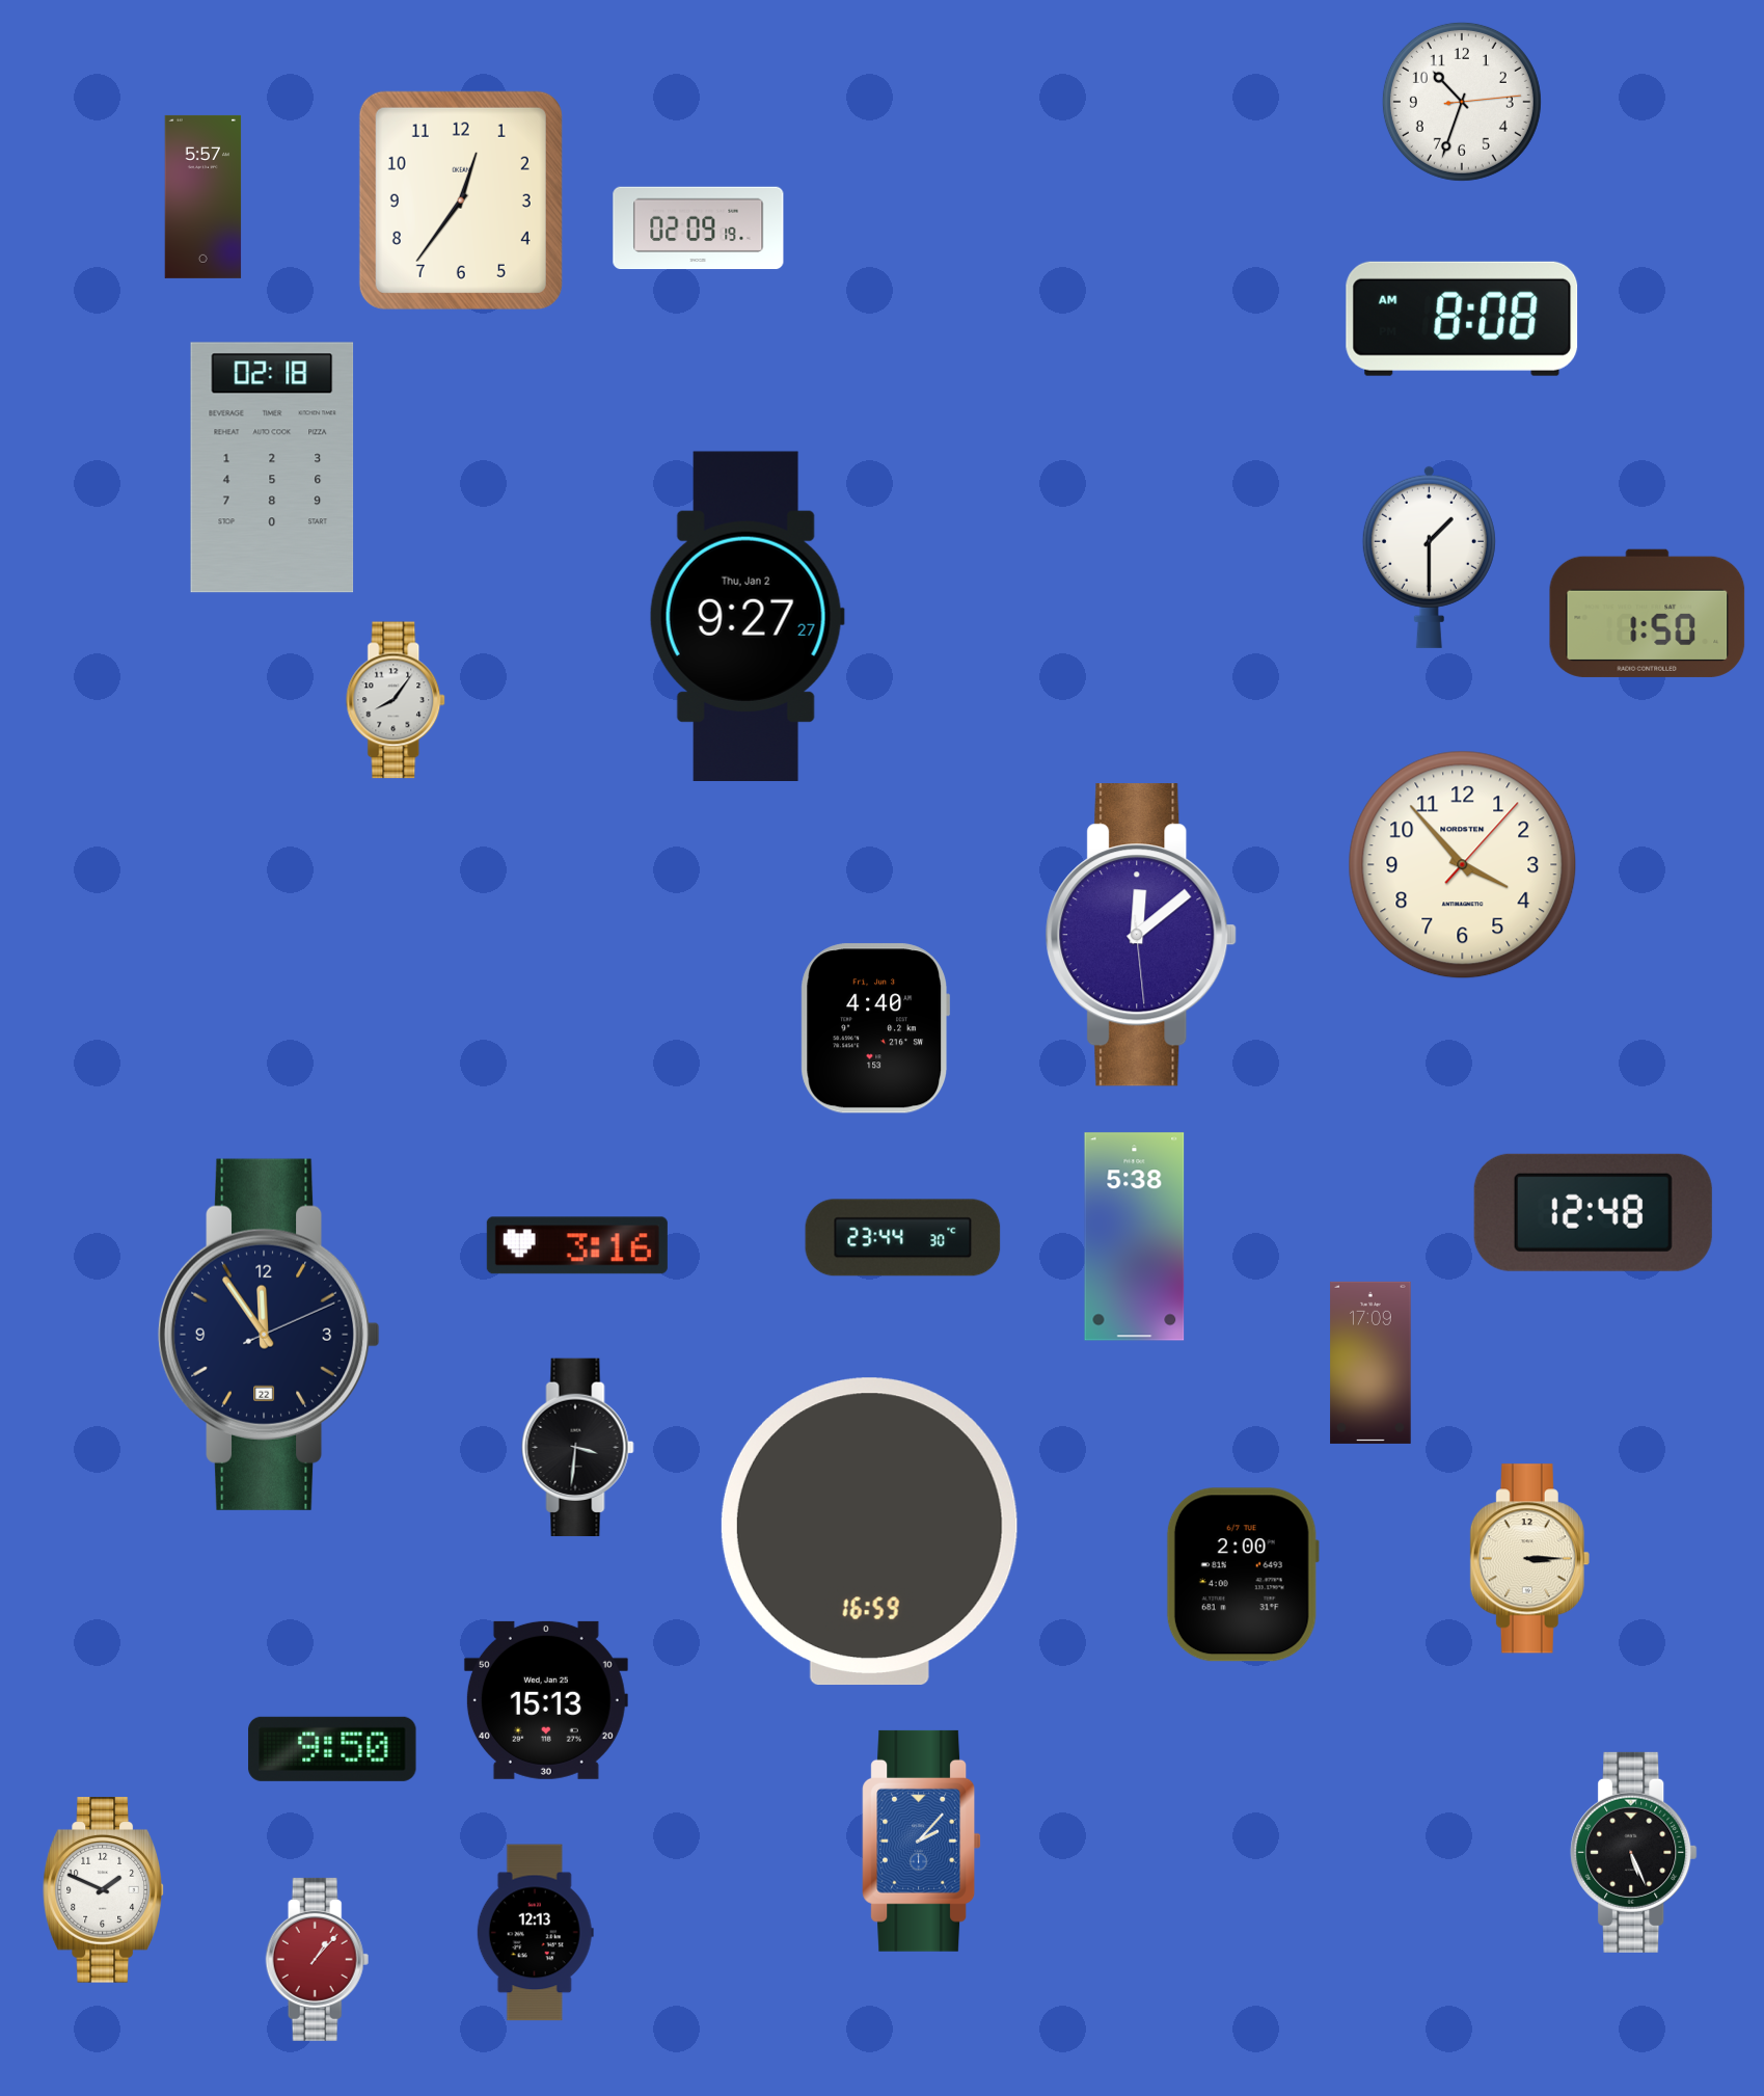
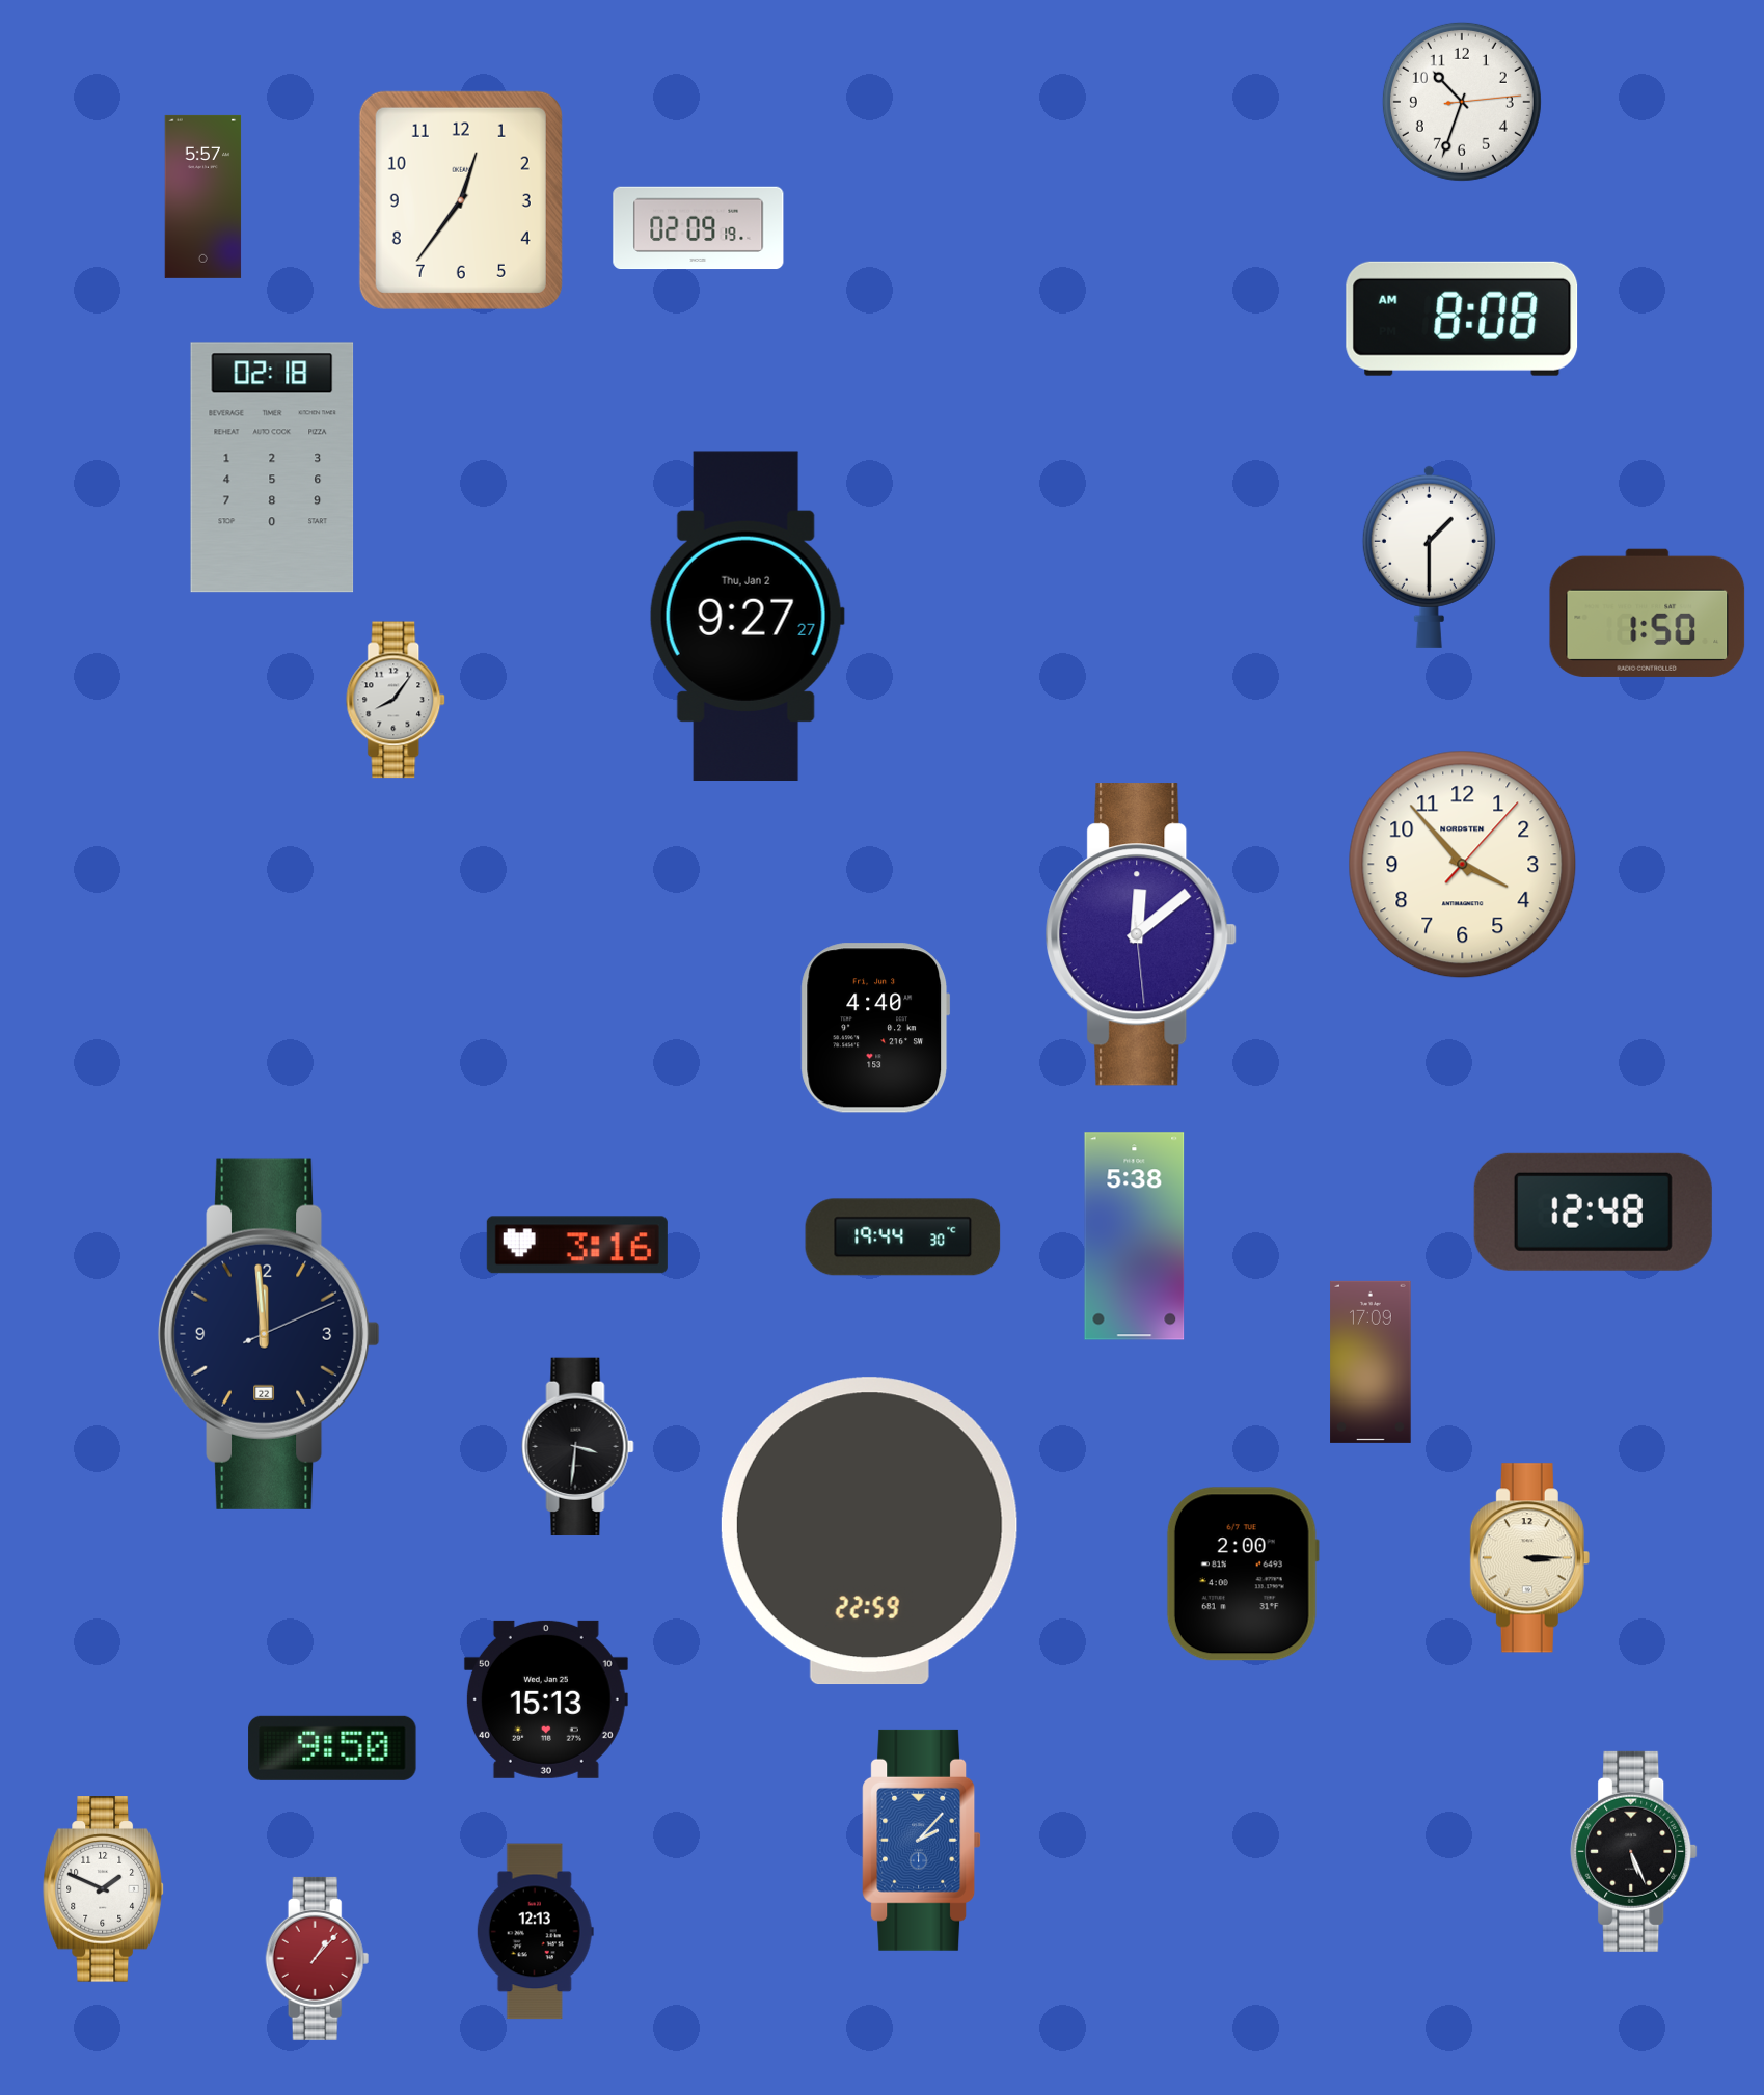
clock at (903, 1238): 23:44 -> 19:44
clock at (269, 1335): 11:54 -> 11:59
clock at (869, 1532): 16:59 -> 22:59
